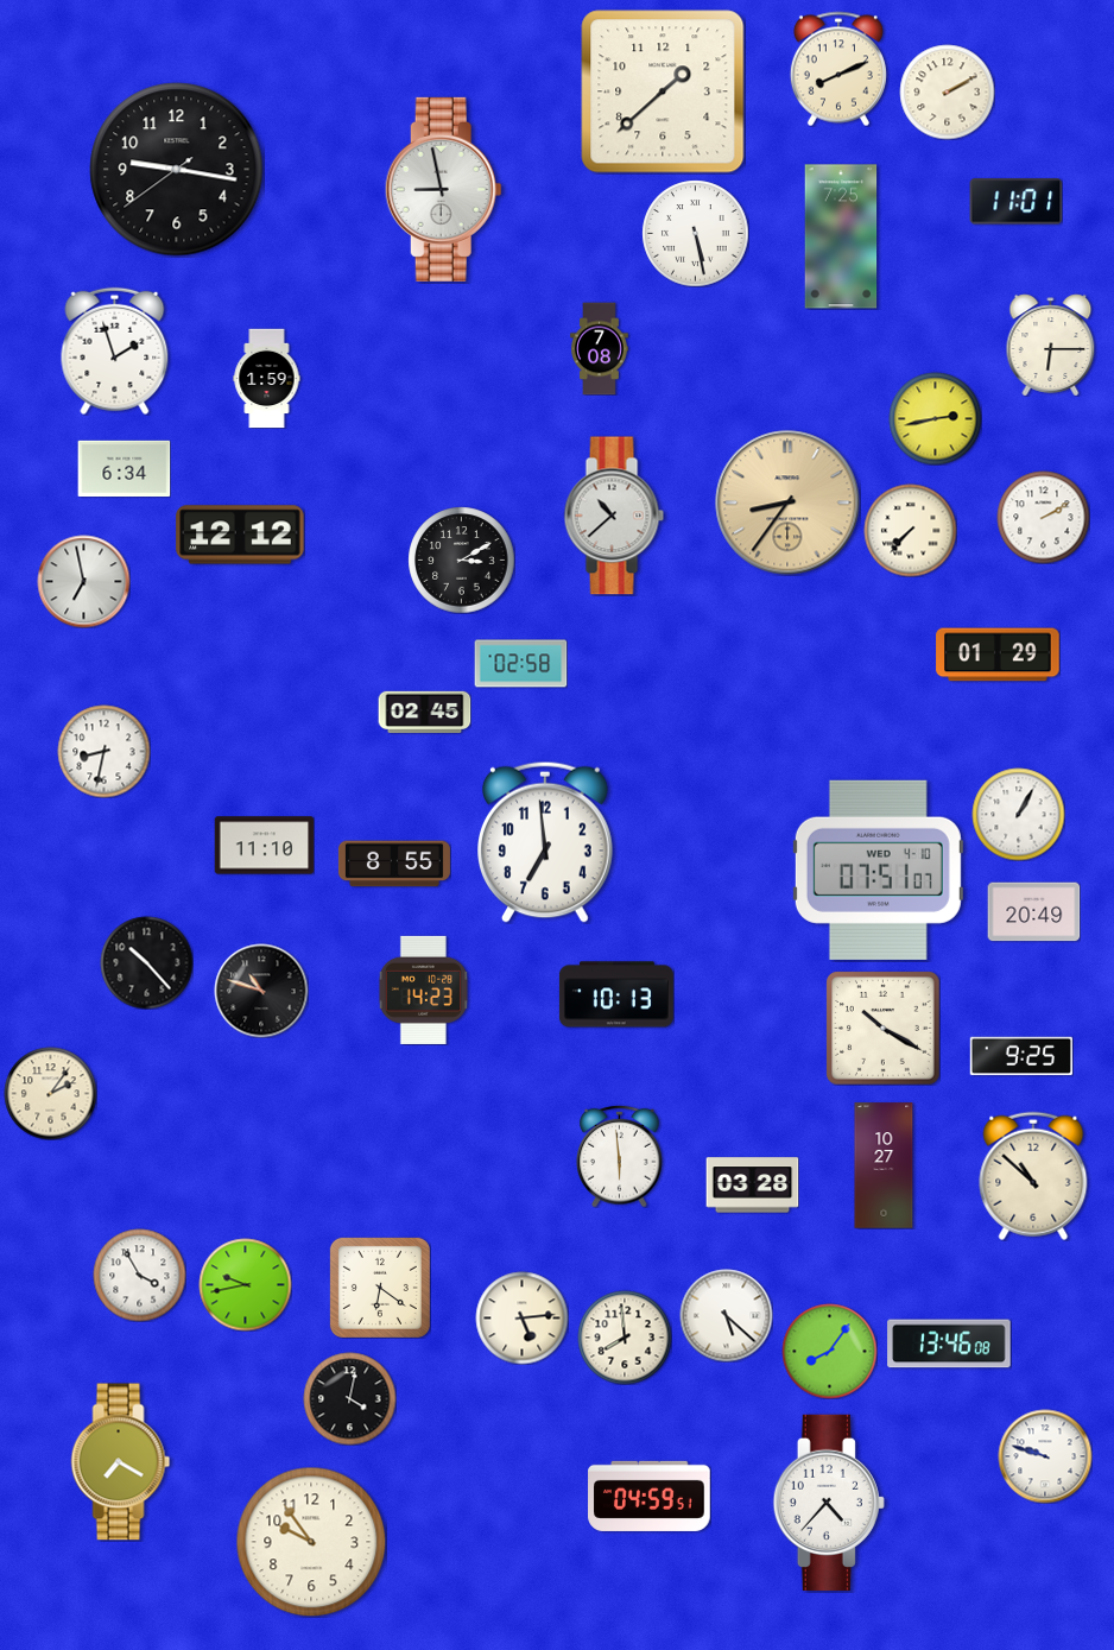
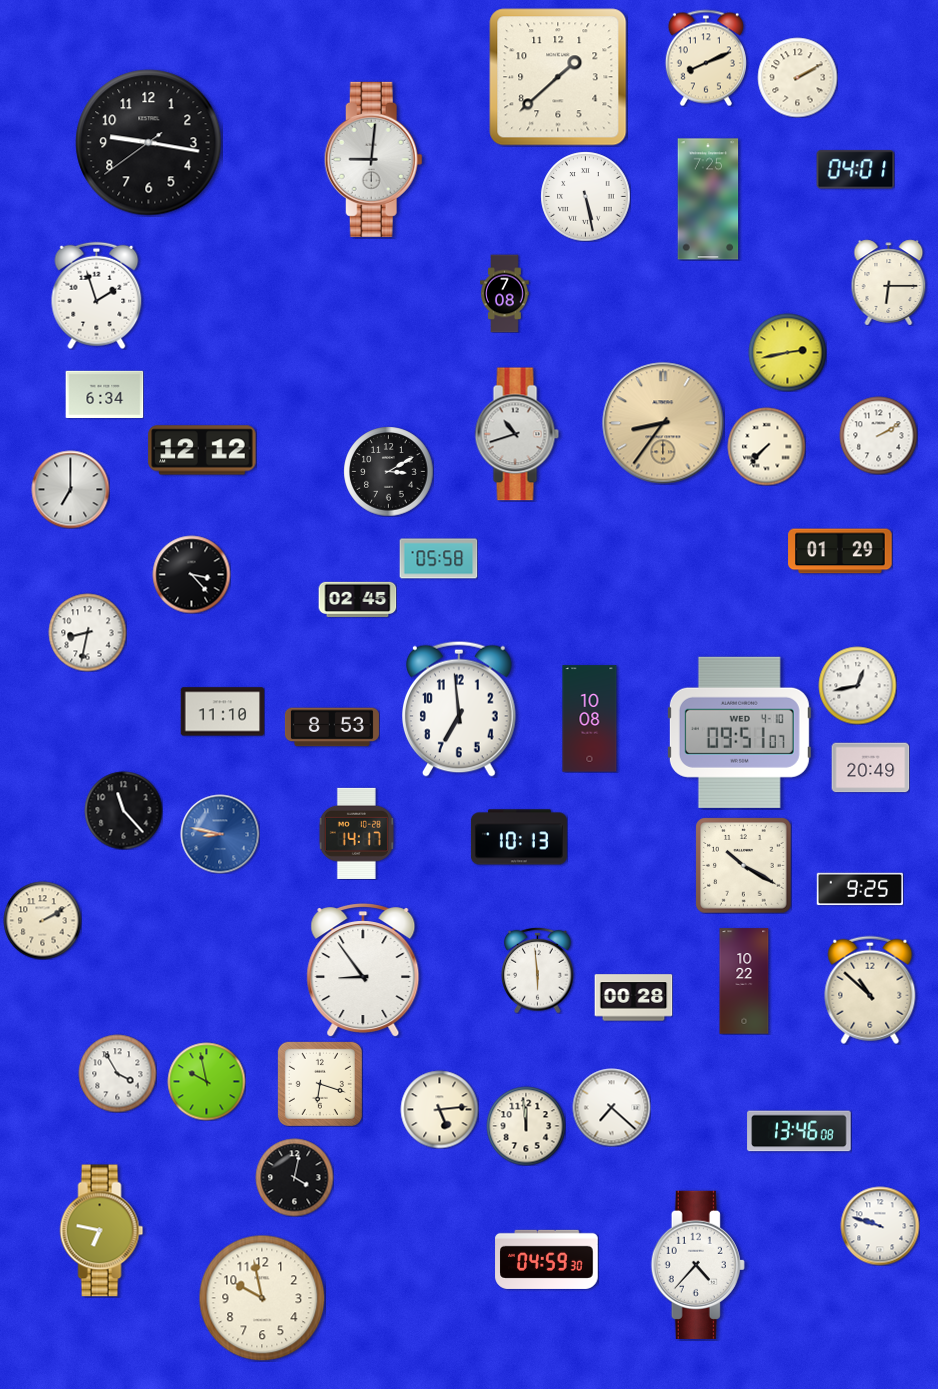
clock at (443, 189): 8:58 -> 9:01
clock at (1015, 202): 11:01 -> 04:01
clock at (1051, 344) position: (1051, 344) -> (889, 282)
clock at (267, 378): 1:59 -> none
clock at (614, 516): 10:38 -> 10:42
clock at (83, 581): 6:58 -> 7:00
clock at (520, 664): 02:58 -> 05:58
clock at (191, 574): none -> 3:23
clock at (1018, 814): 1:05 -> 12:43
clock at (590, 719): none -> 10:08
clock at (394, 864): 8:55 -> 8:53
clock at (878, 870): 07:51 -> 09:51
clock at (146, 962): 10:23 -> 11:23
clock at (423, 990): 14:23 -> 14:17
clock at (261, 991): 10:48 -> 8:47
clock at (261, 991) dial: black -> blue
clock at (50, 1093): 2:06 -> 2:10
clock at (363, 970): none -> 8:54
clock at (620, 1156) position: (620, 1156) -> (538, 970)
clock at (884, 1165): 10:27 -> 10:22
clock at (752, 1186): 03:28 -> 00:28
clock at (245, 1284): 9:43 -> 9:58
clock at (380, 1288): 6:21 -> 6:18
clock at (726, 1315): 5:22 -> 7:22
clock at (625, 1338): 7:59 -> 11:59
clock at (829, 1351): 8:06 -> none
clock at (121, 1462): 7:20 -> 6:47
clock at (650, 1496): 04:59:51 -> 04:59:30
clock at (311, 1542): 9:54 -> 9:58
